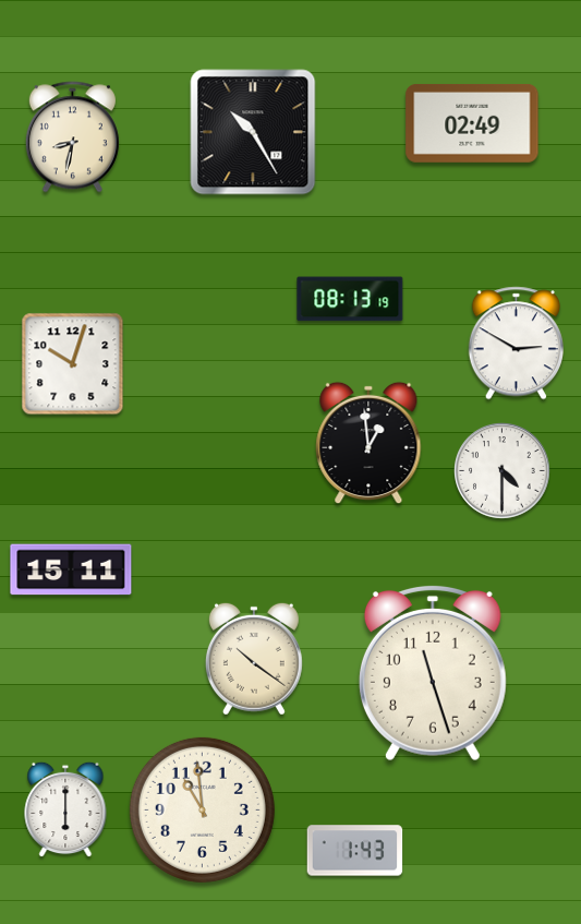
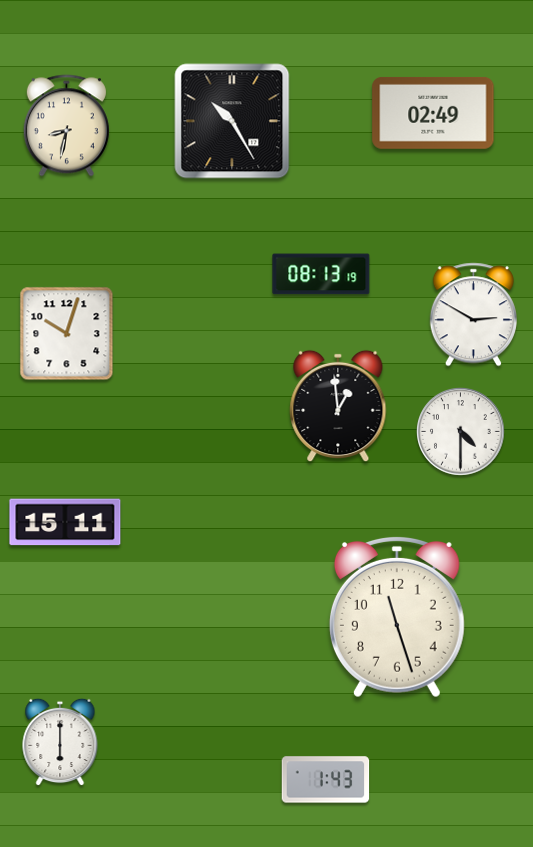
clock at (254, 659): 10:21 -> none
clock at (202, 809): 10:59 -> none
